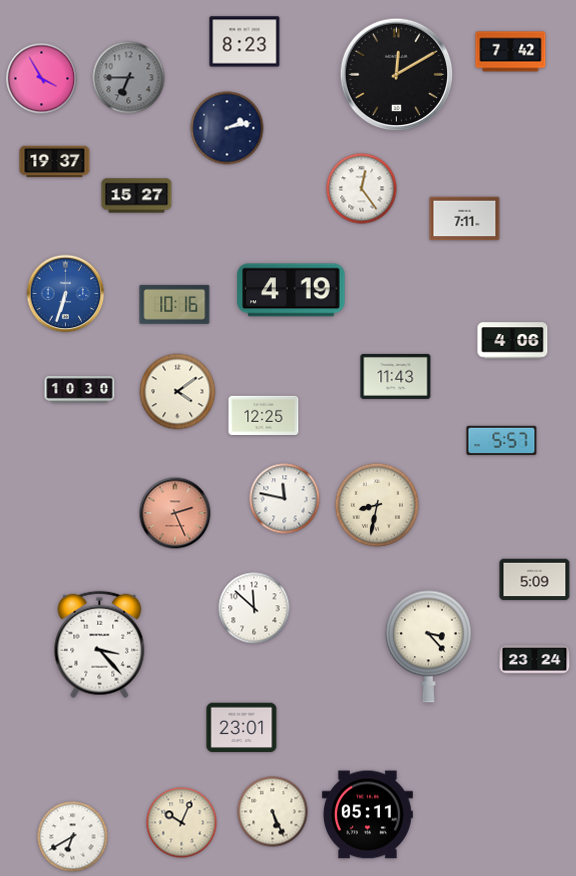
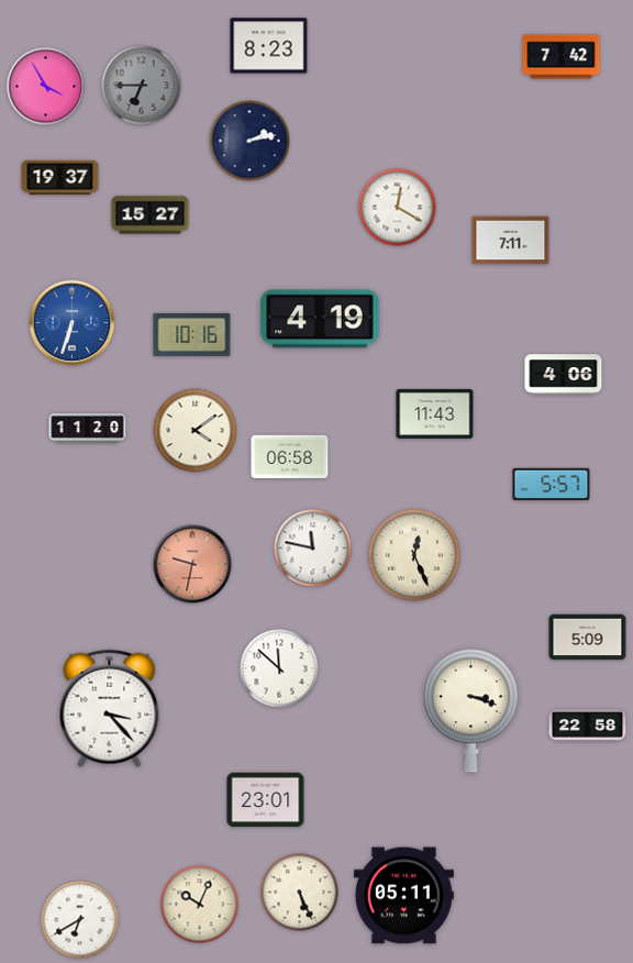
clock at (397, 75): 12:10 -> none
clock at (362, 189): 12:24 -> 12:20
clock at (80, 390): 10:30 -> 11:20
clock at (264, 415): 12:25 -> 06:58
clock at (376, 504): 8:32 -> 12:26
clock at (175, 513): 2:26 -> 9:32
clock at (428, 646): 3:23 -> 3:18
clock at (535, 660): 23:24 -> 22:58
